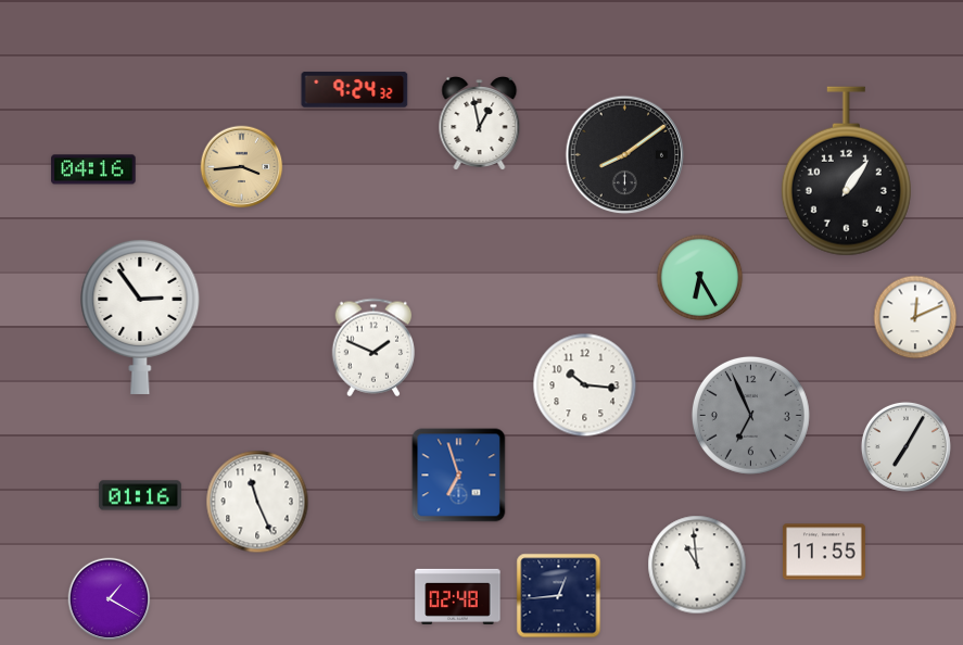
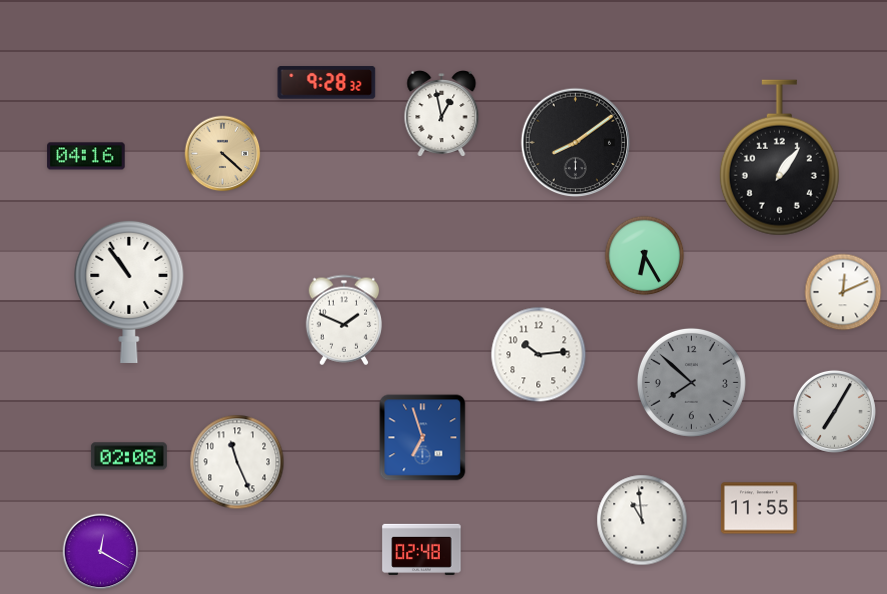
clock at (355, 90): 9:24 -> 9:28
clock at (242, 167): 3:44 -> 4:22
clock at (140, 316): 2:54 -> 10:54
clock at (585, 385): 10:16 -> 10:14
clock at (750, 415): 6:56 -> 7:52
clock at (140, 495): 01:16 -> 02:08
clock at (559, 596): 12:44 -> none
clock at (110, 599): 1:20 -> 12:20
